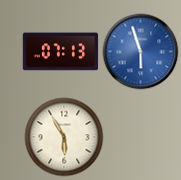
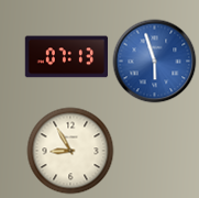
clock at (141, 52) position: (141, 52) -> (155, 62)
clock at (64, 137): 5:55 -> 8:55
